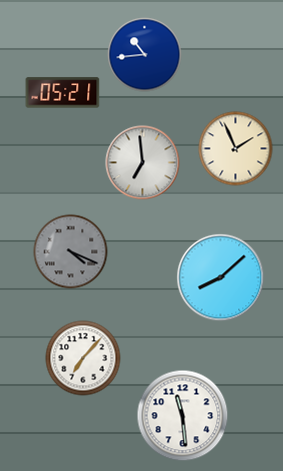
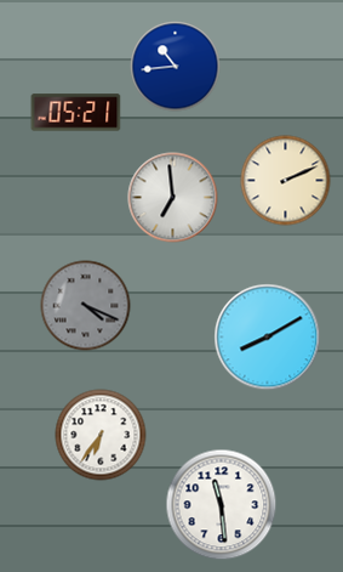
clock at (236, 149): 1:56 -> 2:11
clock at (221, 278): 8:08 -> 8:10
clock at (83, 358): 7:07 -> 6:36
